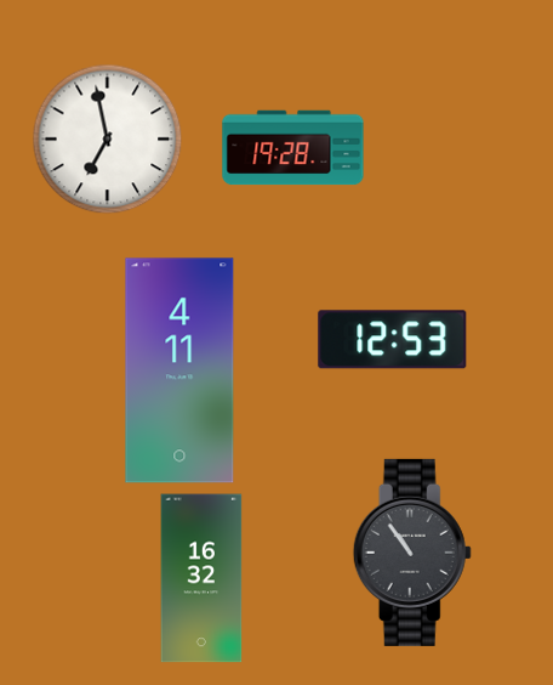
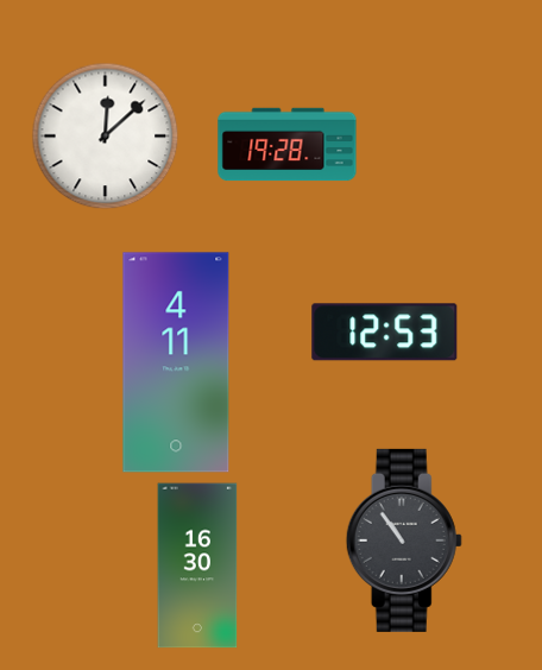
clock at (107, 138): 6:58 -> 12:08
clock at (201, 578): 16:32 -> 16:30
